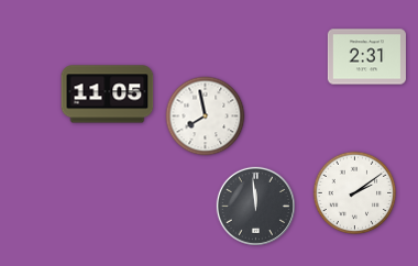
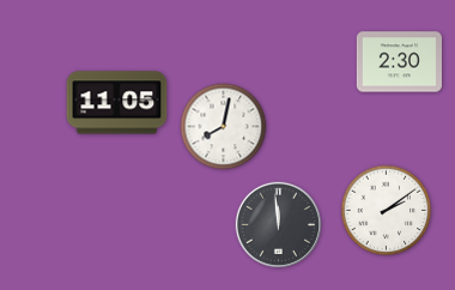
clock at (366, 57): 2:31 -> 2:30
clock at (206, 117): 7:58 -> 8:02
